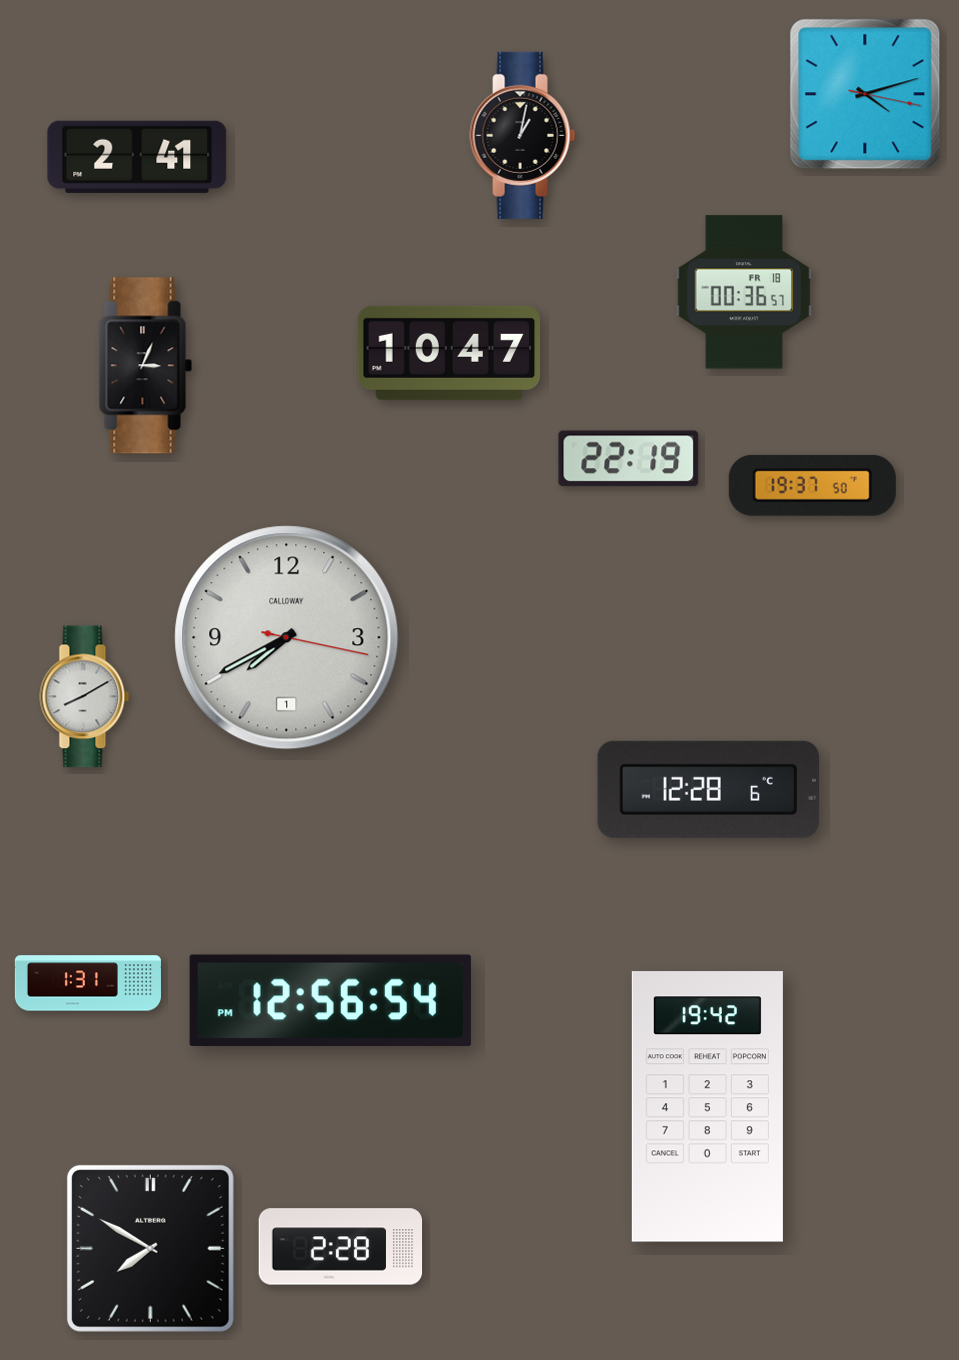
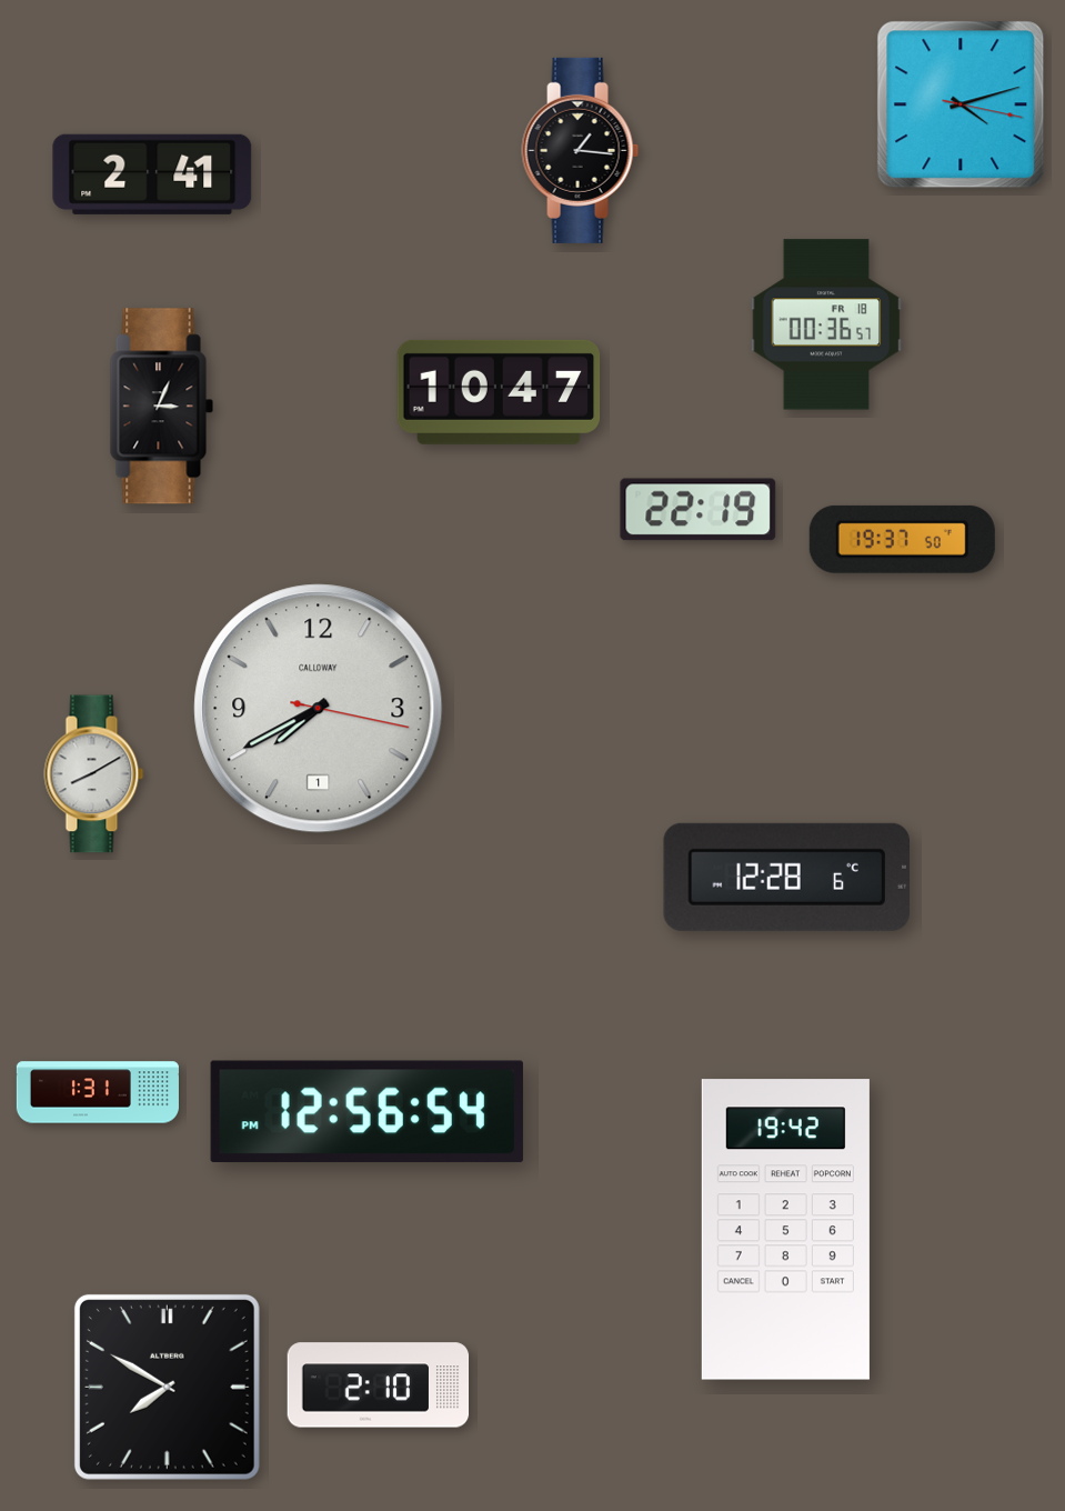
clock at (523, 135): 1:02 -> 1:16
clock at (341, 1247): 2:28 -> 2:10
